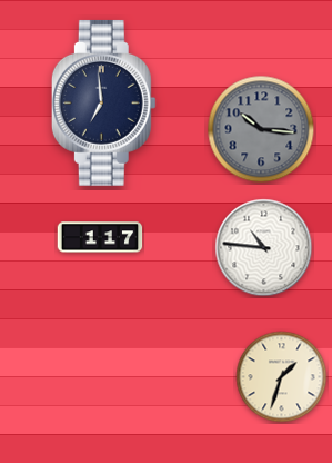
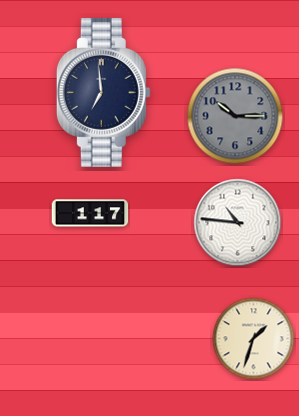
clock at (103, 102) position: (103, 102) -> (103, 92)
clock at (261, 129): 10:16 -> 10:15
